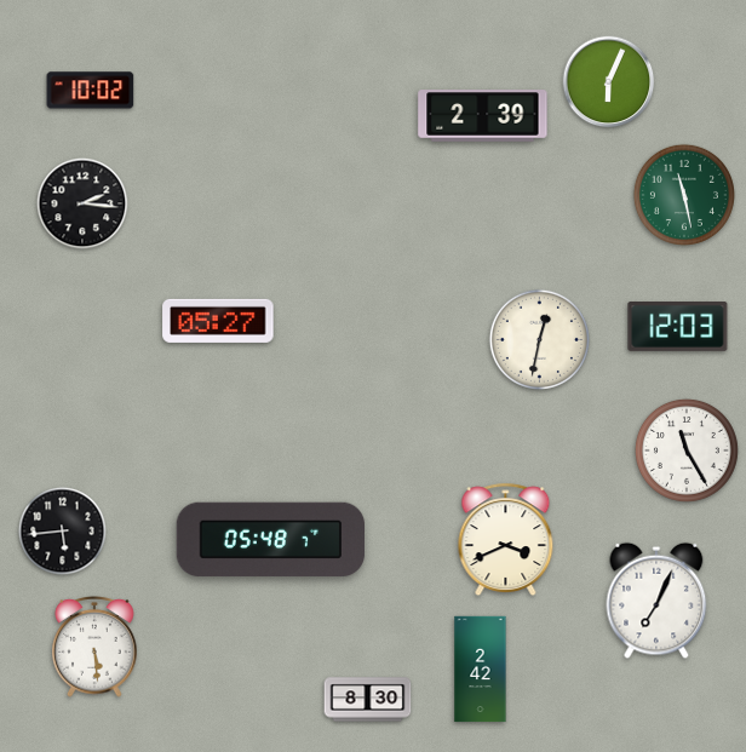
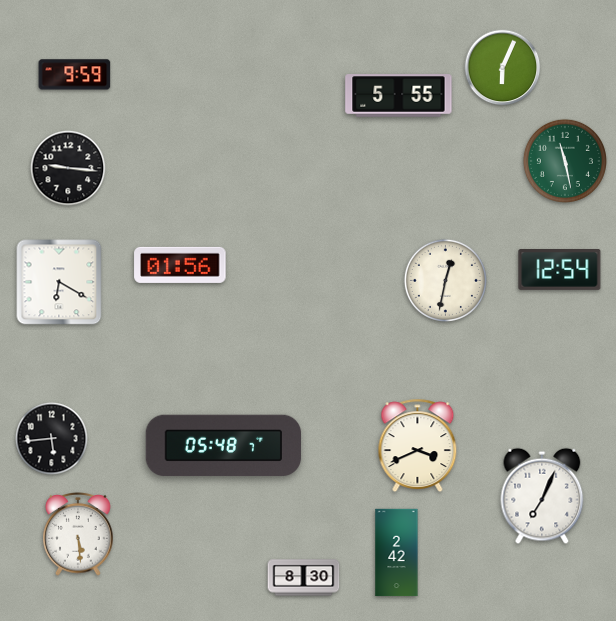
clock at (91, 91): 10:02 -> 9:59
clock at (483, 116): 2:39 -> 5:55
clock at (82, 203): 2:16 -> 9:16
clock at (218, 321): 05:27 -> 01:56
clock at (678, 327): 12:03 -> 12:54
clock at (59, 282): none -> 6:20
clock at (687, 450): 11:25 -> none
